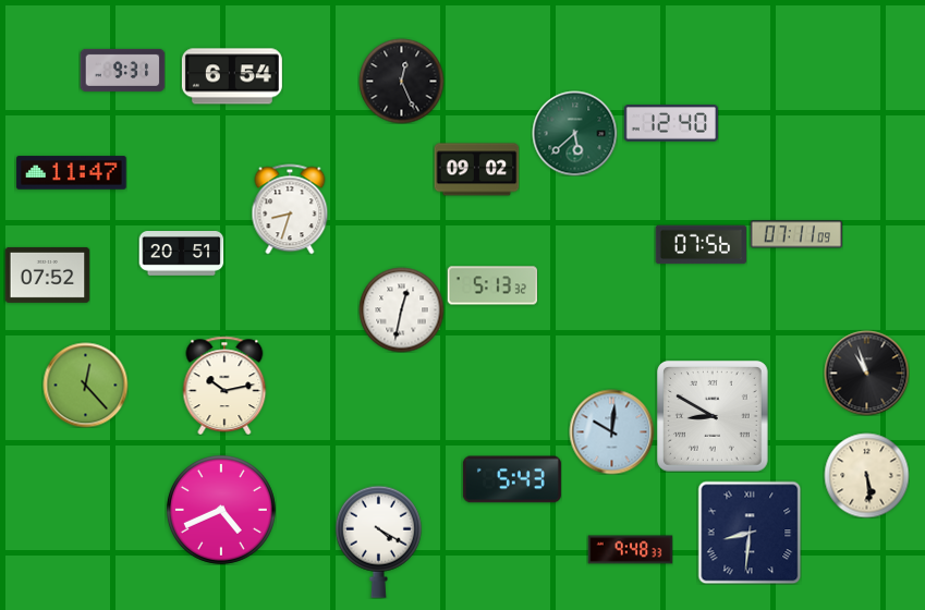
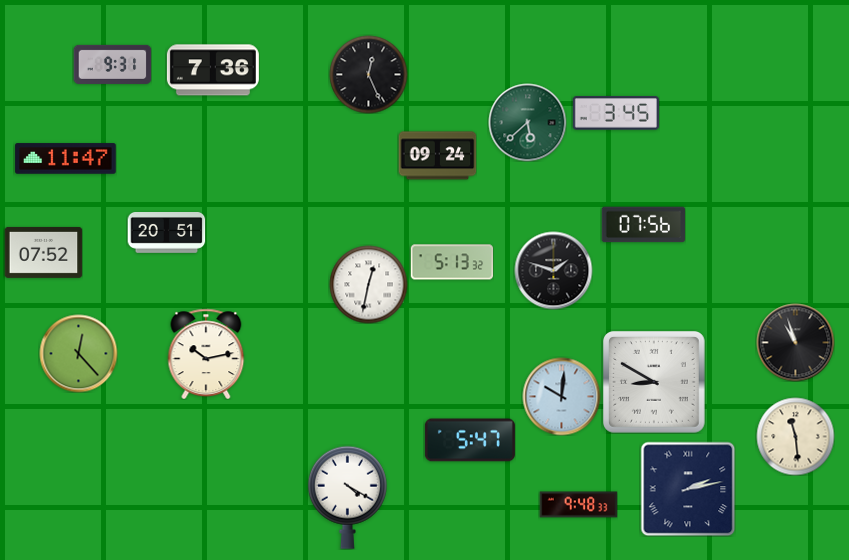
clock at (232, 76): 6:54 -> 7:36
clock at (671, 123): 12:40 -> 3:45
clock at (476, 170): 09:02 -> 09:24
clock at (290, 209): 8:33 -> none
clock at (795, 234): 07:11 -> none
clock at (553, 270): none -> 1:48
clock at (866, 475): 5:29 -> 11:29
clock at (512, 479): 5:43 -> 5:47
clock at (221, 510): 4:41 -> none
clock at (750, 533): 8:31 -> 2:13
